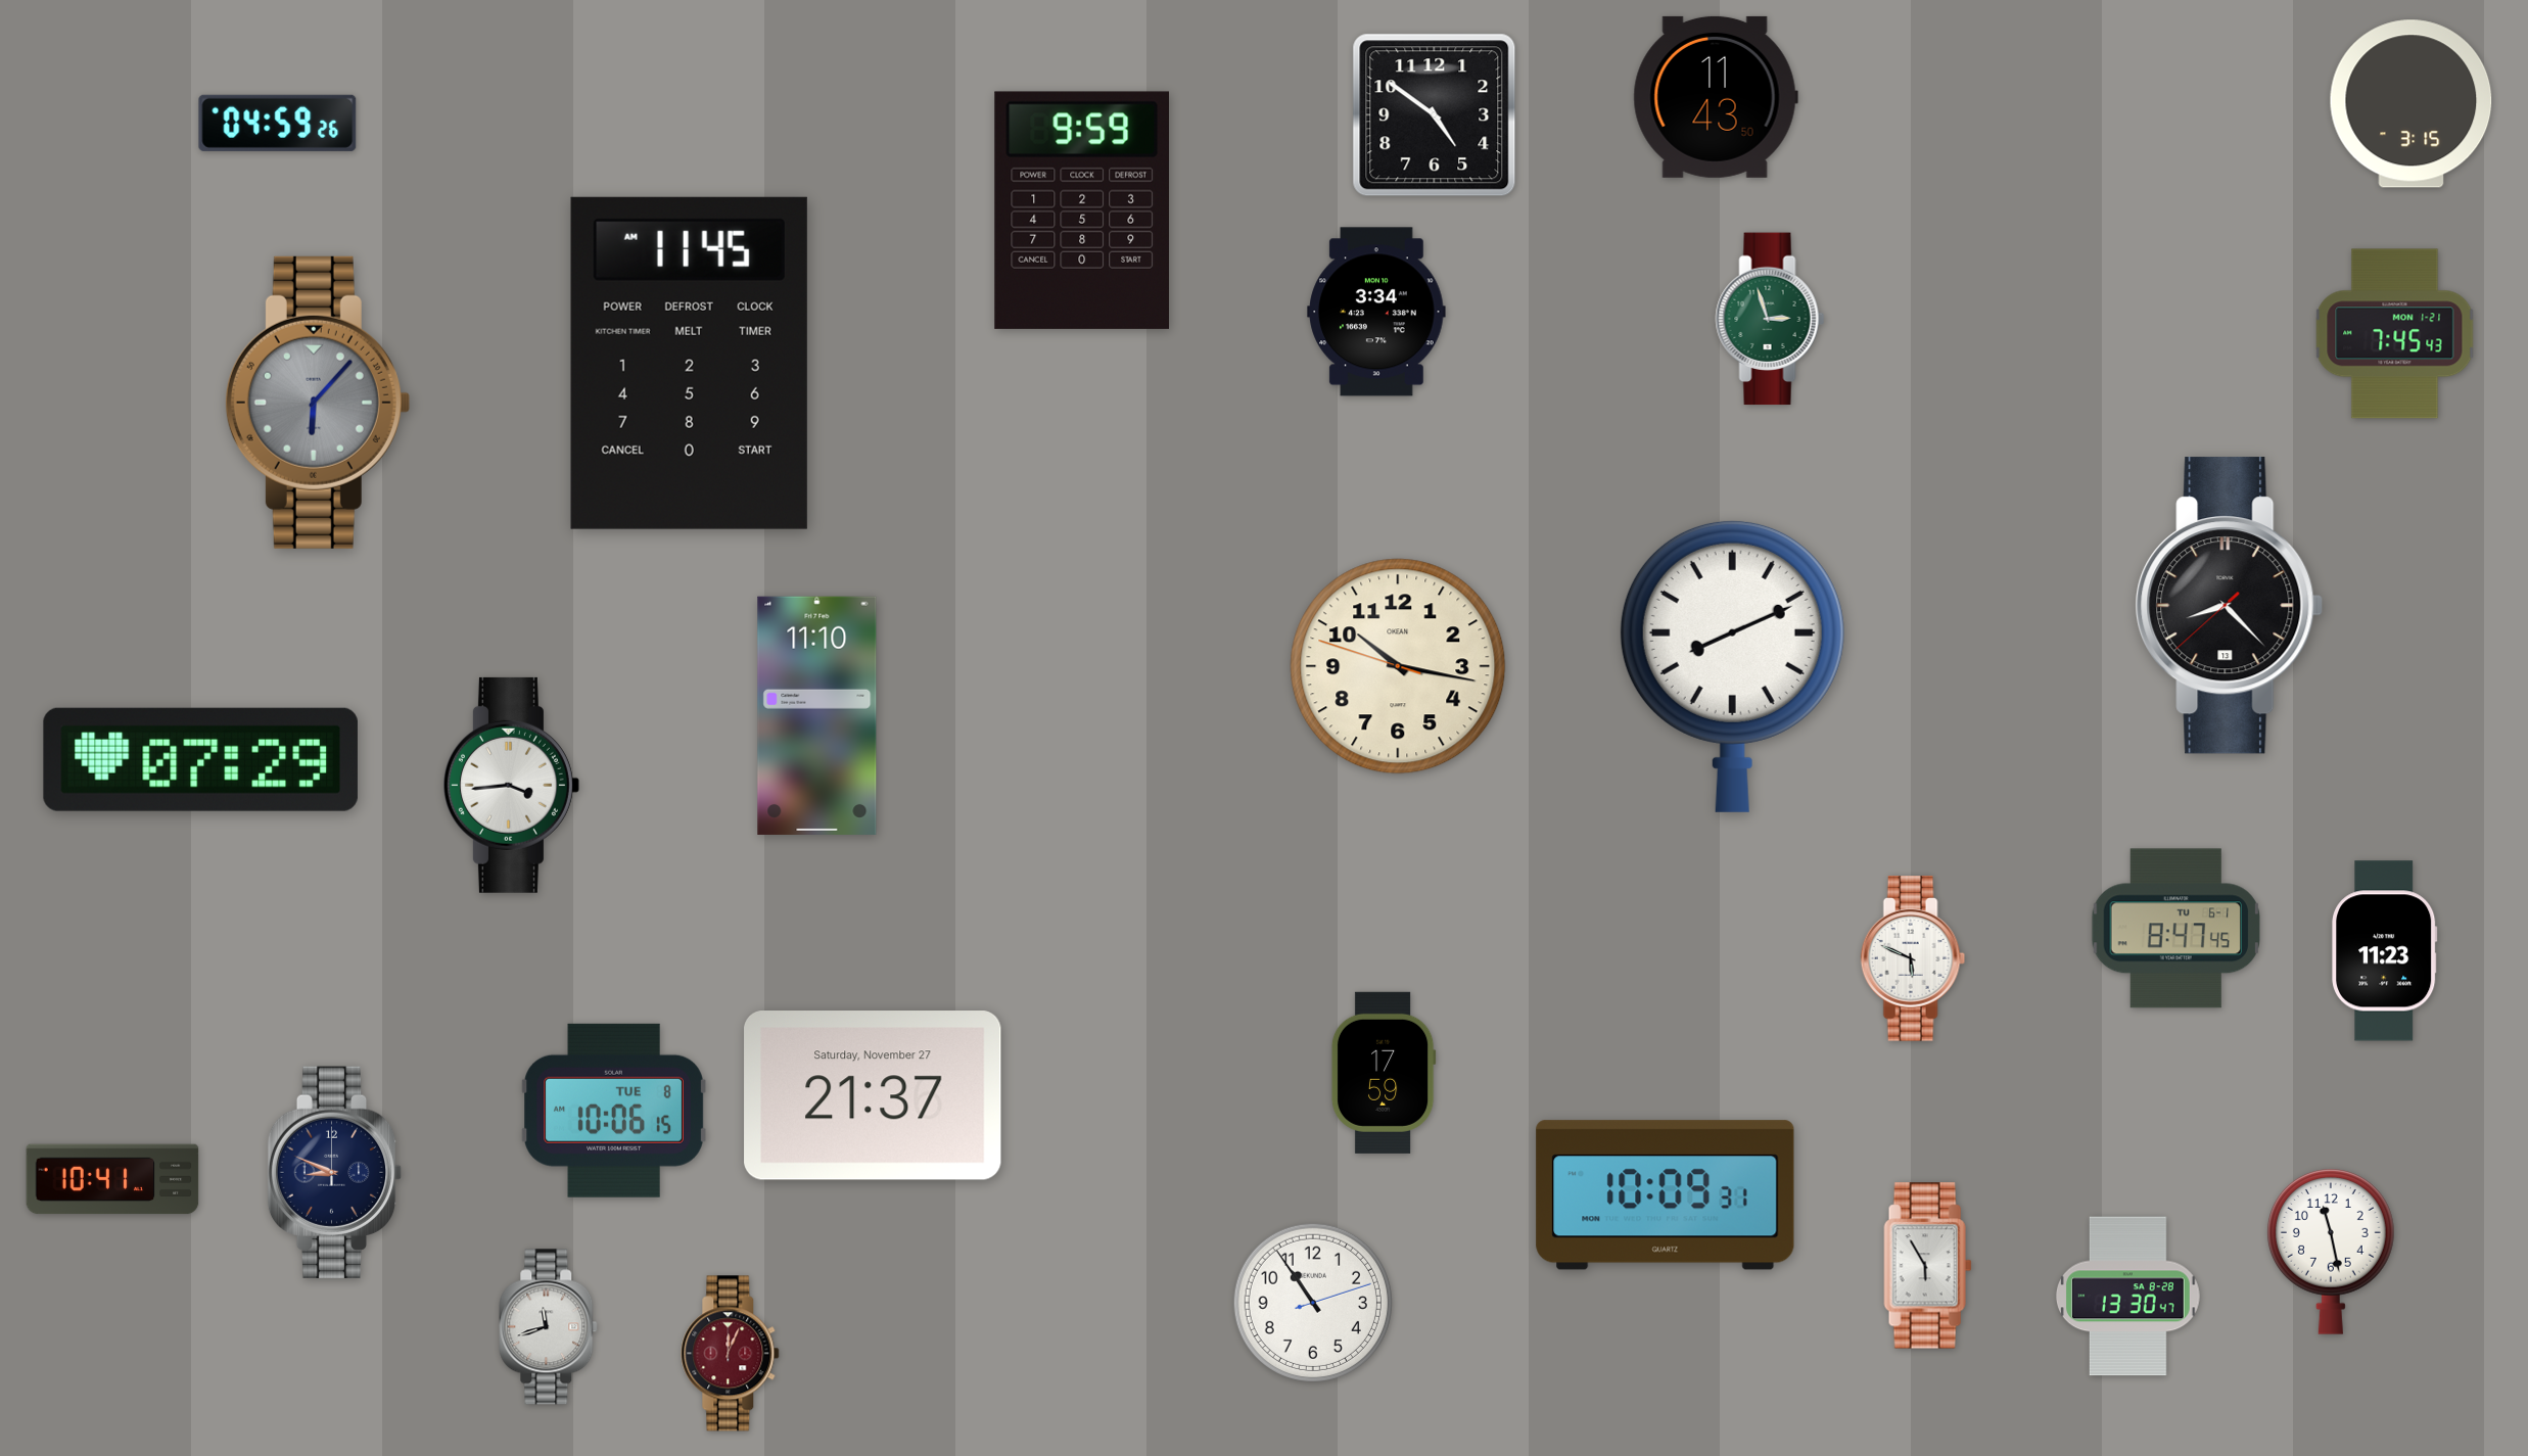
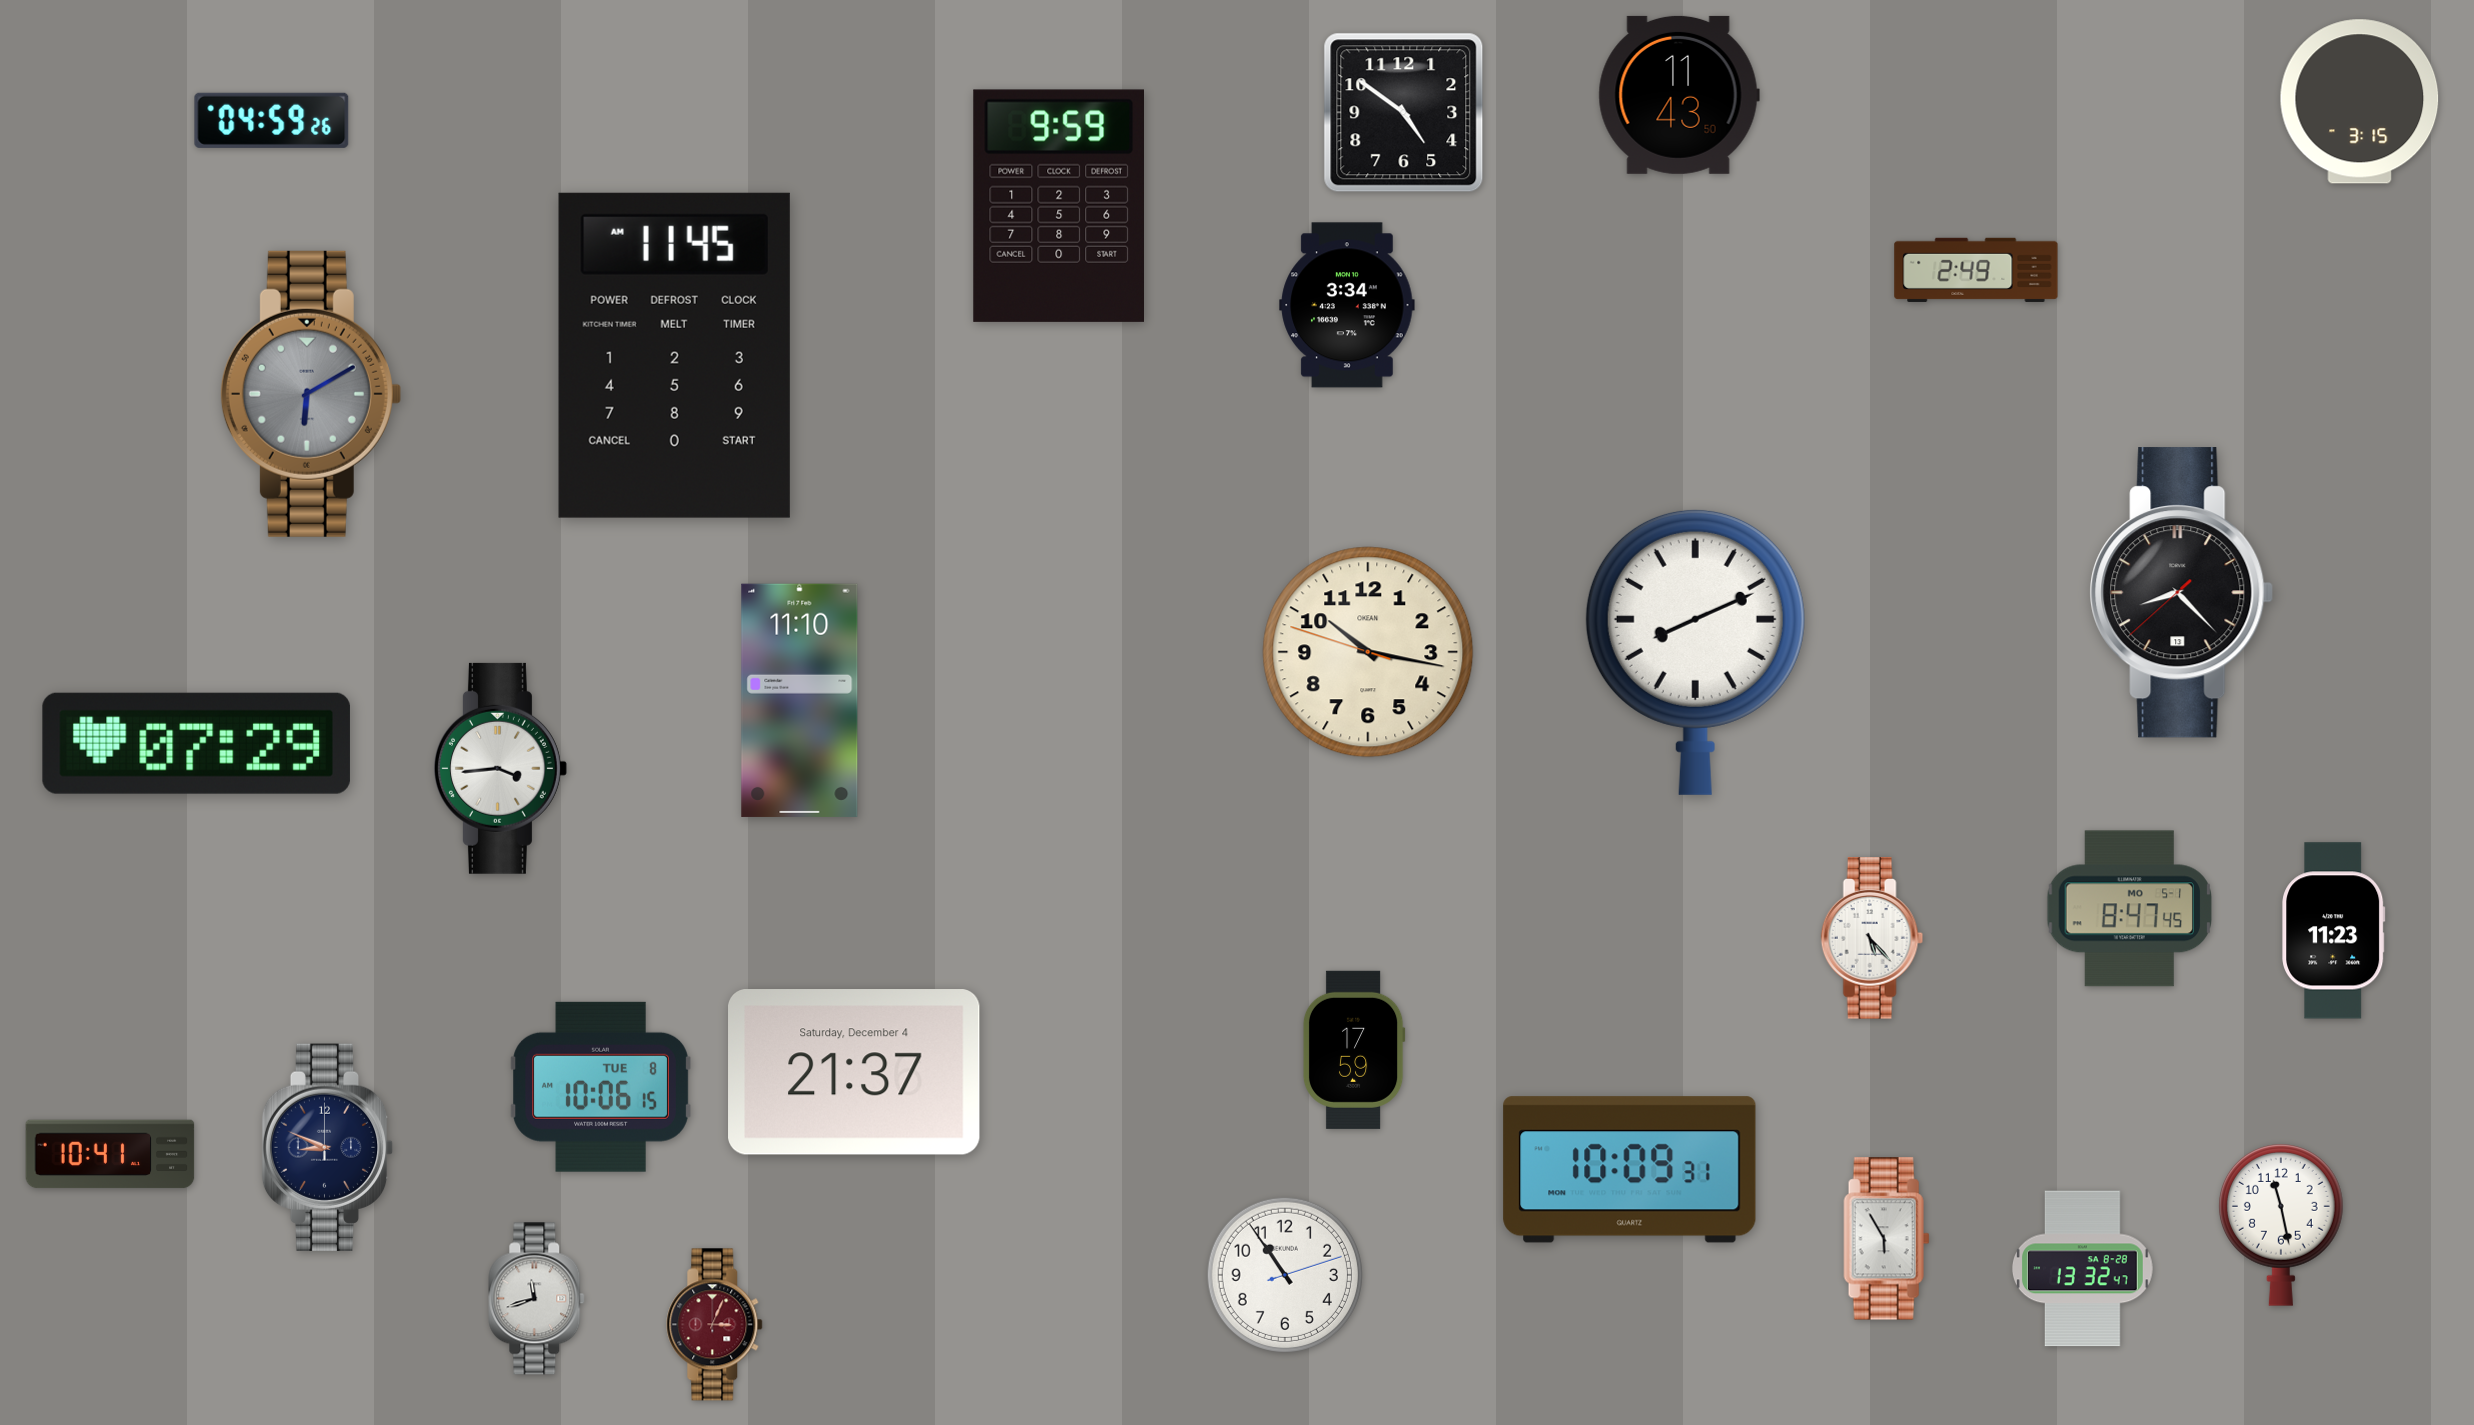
clock at (1976, 270): none -> 2:49
clock at (1770, 319): 2:57 -> none
clock at (2395, 334): 7:45 -> none
clock at (317, 403): 6:07 -> 6:10
clock at (2175, 929) date: TU 6-1 -> MO 5-1
clock at (1913, 958): 5:49 -> 5:23
clock at (873, 1095) date: Saturday, November 27 -> Saturday, December 4
clock at (2127, 1297): 13:30 -> 13:32
clock at (731, 1354): 12:04 -> 3:04
